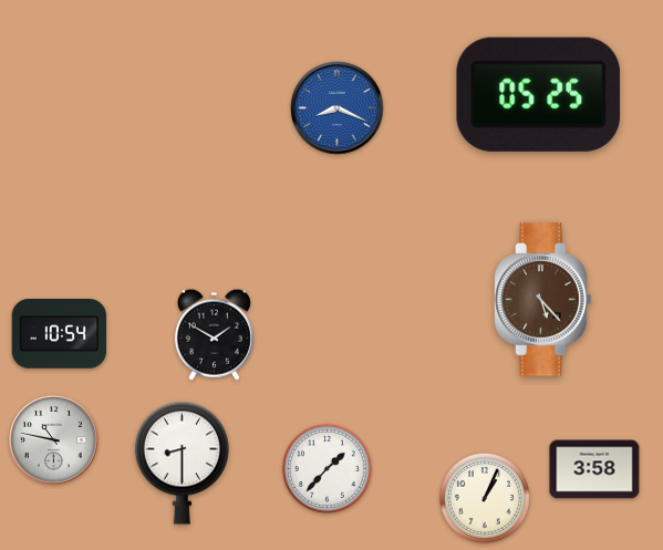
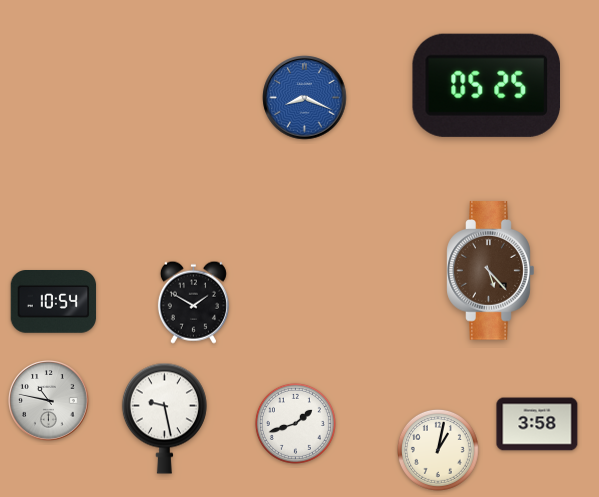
clock at (54, 440) position: (54, 440) -> (49, 401)
clock at (182, 463): 8:30 -> 9:28
clock at (327, 468): 1:37 -> 1:42
clock at (485, 498): 1:04 -> 1:02
